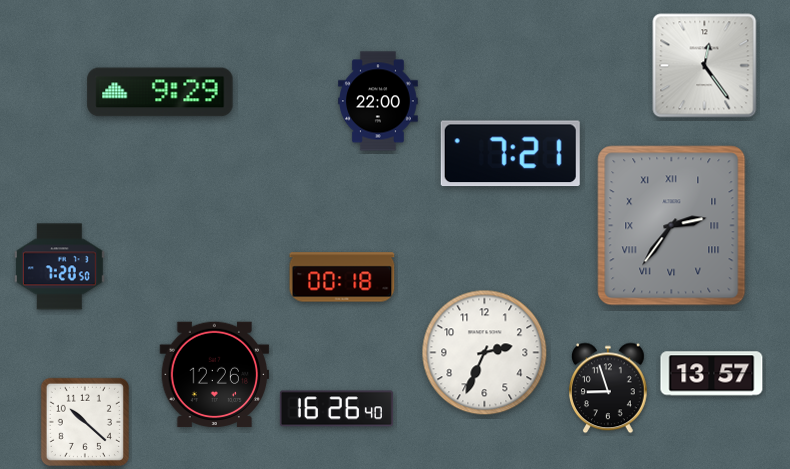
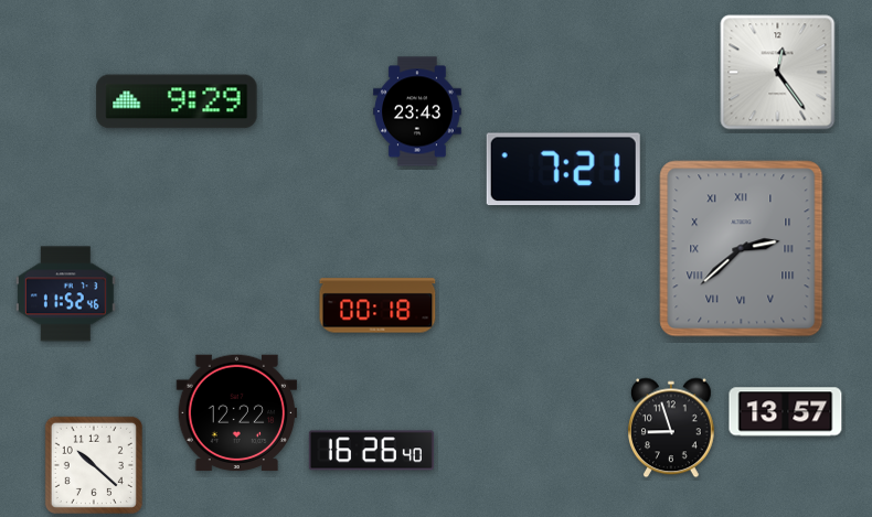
clock at (378, 101): 22:00 -> 23:43
clock at (672, 226): 2:36 -> 2:38
clock at (59, 267): 7:20 -> 11:52
clock at (485, 353): 2:34 -> none
clock at (215, 375): 12:26 -> 12:22
